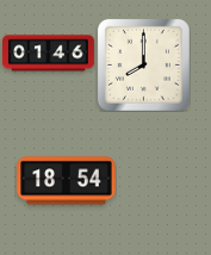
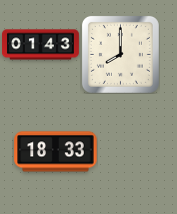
clock at (49, 54): 01:46 -> 01:43
clock at (67, 181): 18:54 -> 18:33
